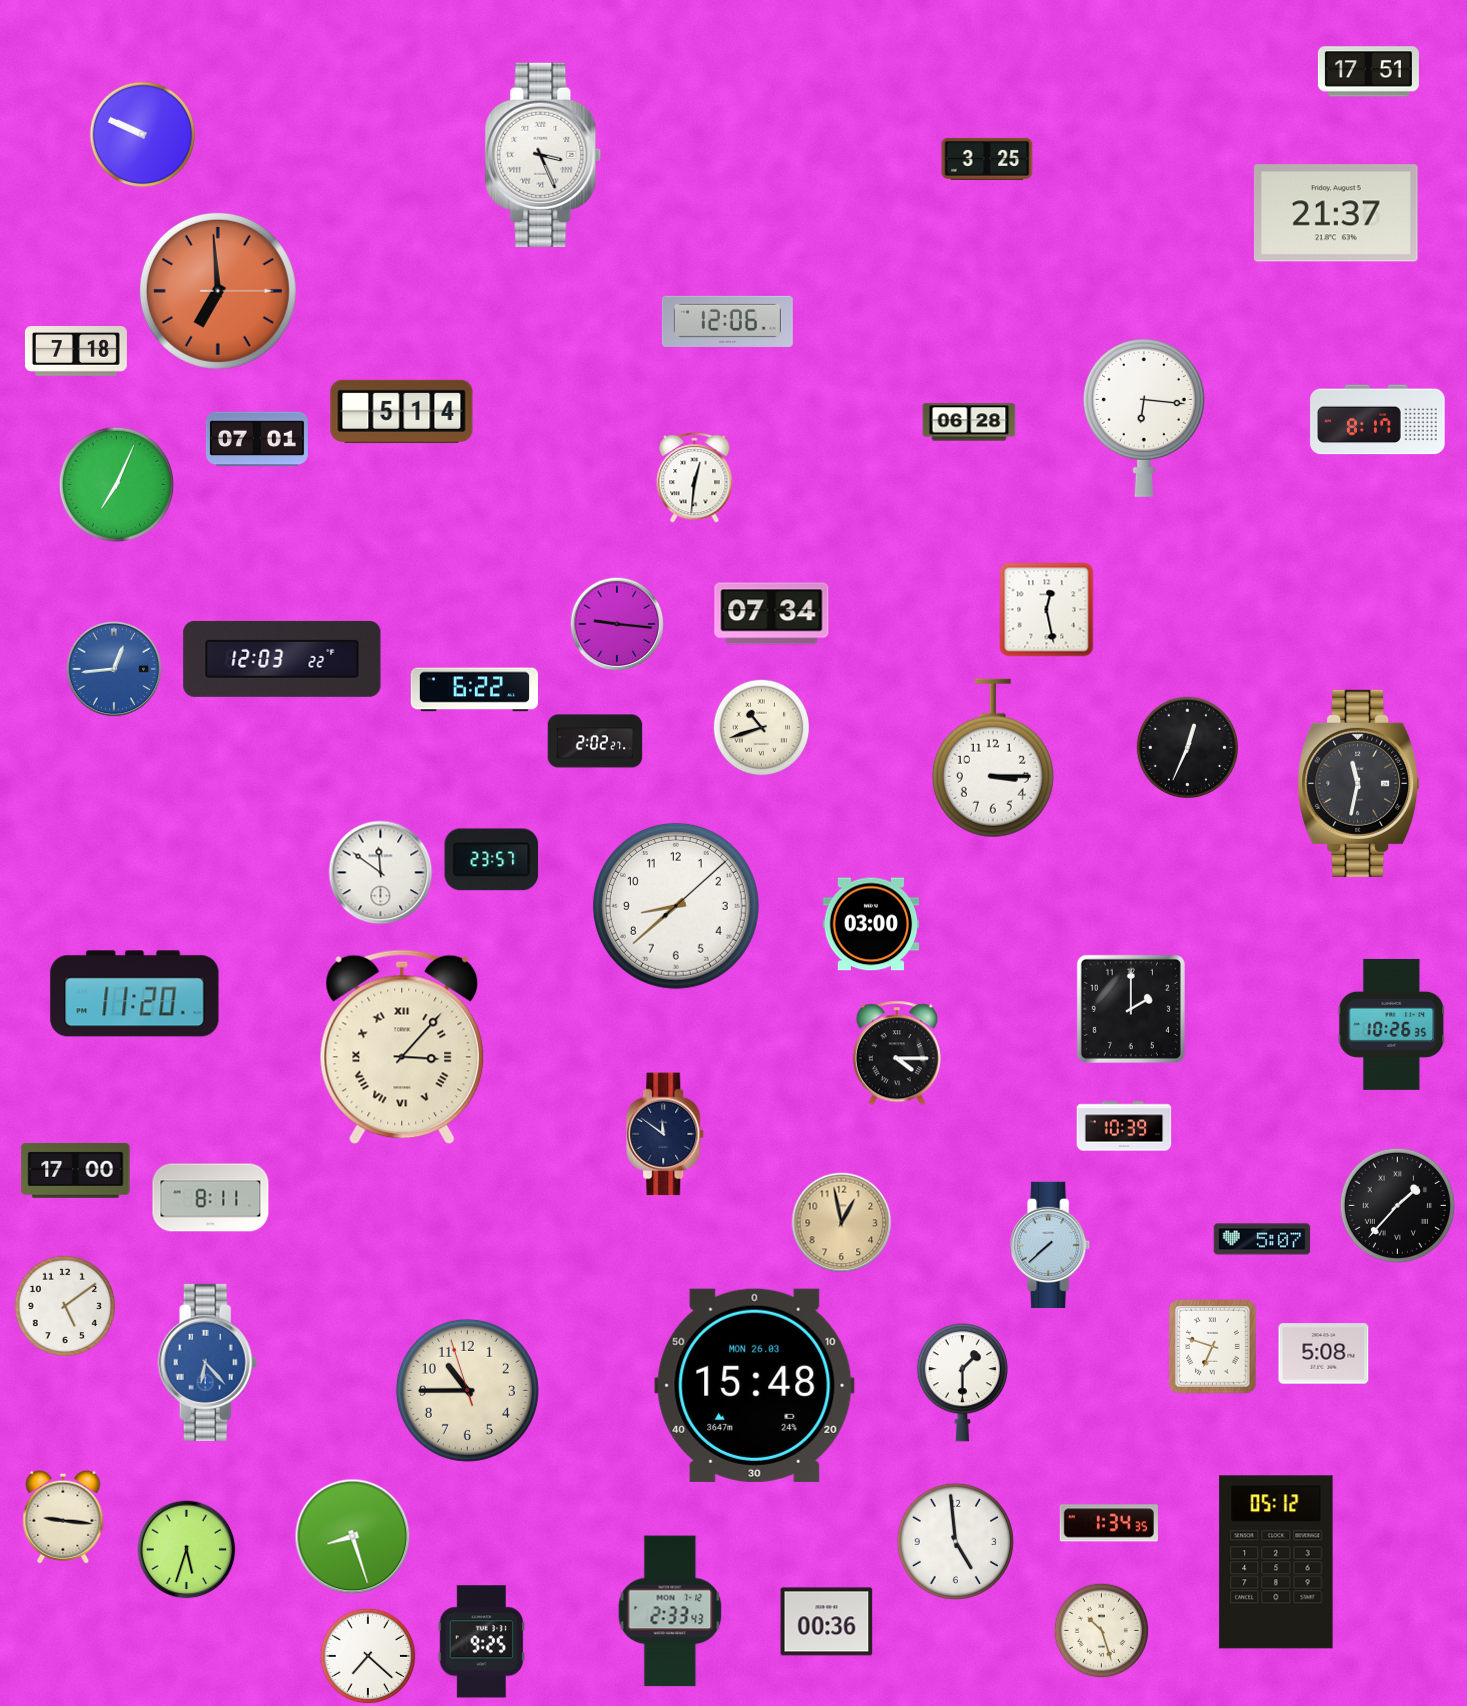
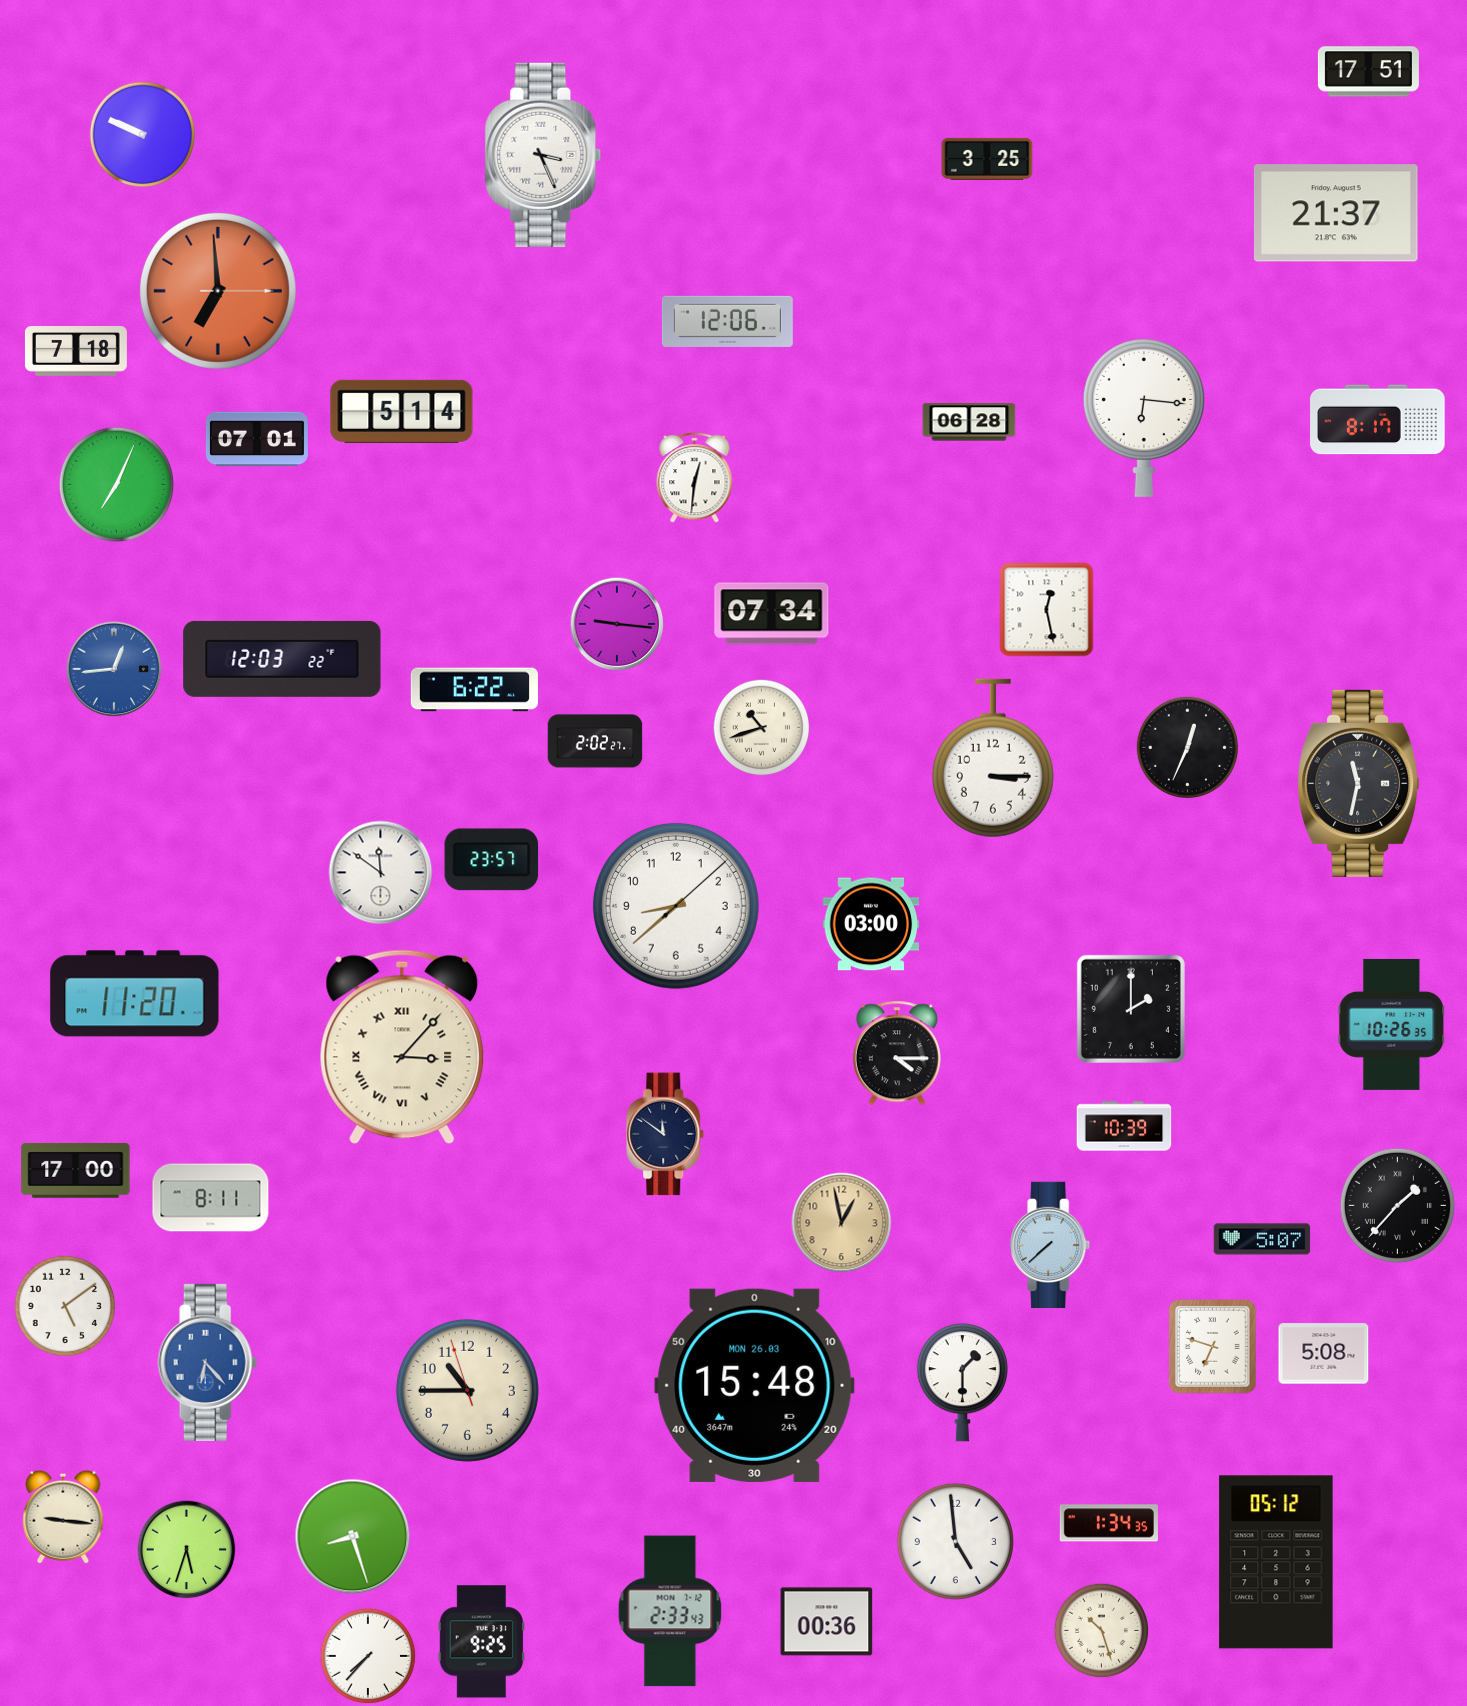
clock at (368, 1656): 7:22 -> 7:37
